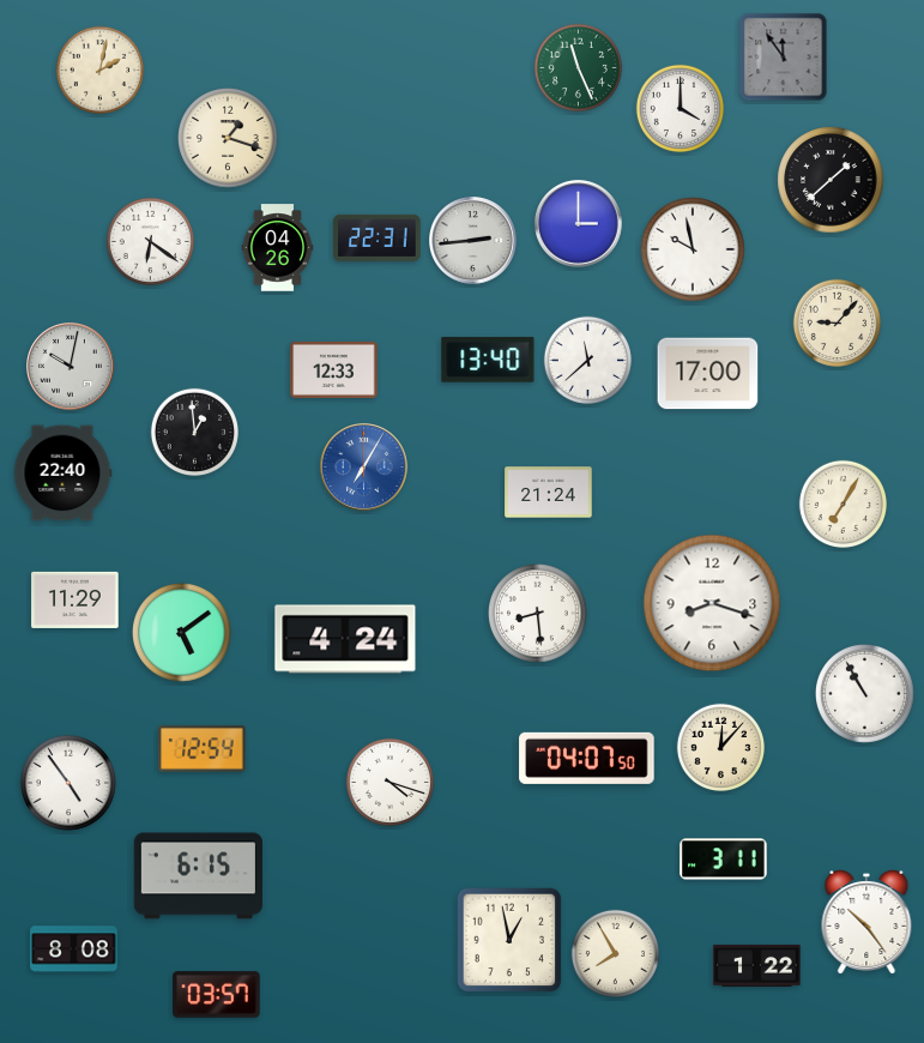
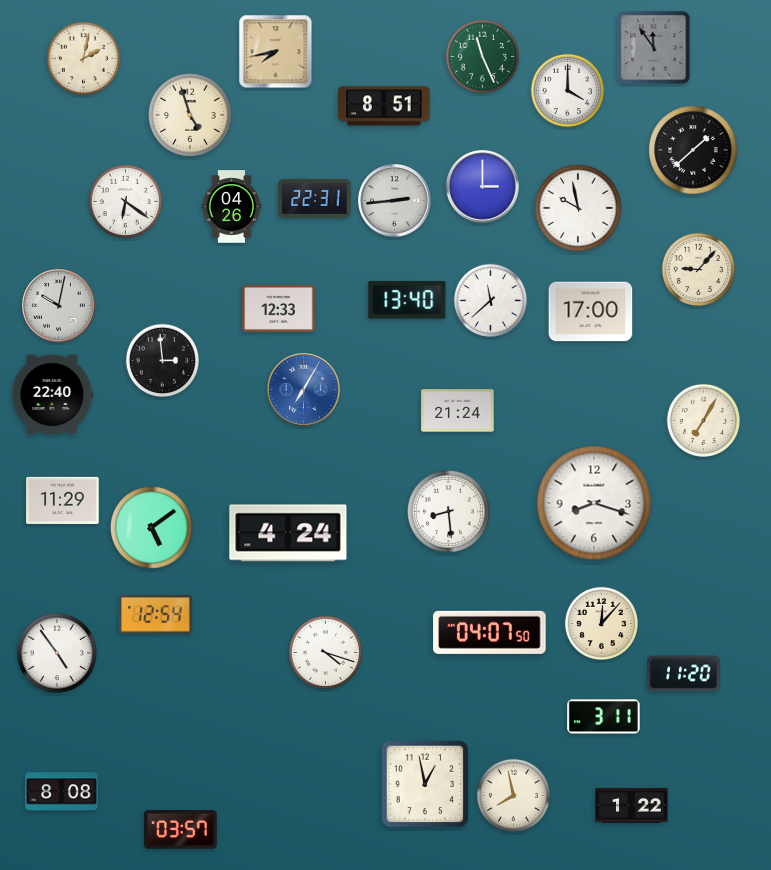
clock at (276, 52): none -> 7:43
clock at (384, 106): none -> 8:51
clock at (228, 138): 1:18 -> 4:57
clock at (194, 432): 12:59 -> 2:59
clock at (865, 694): 10:55 -> none
clock at (203, 749) position: (203, 749) -> (156, 615)
clock at (684, 674): none -> 11:20
clock at (198, 876): 6:15 -> none
clock at (866, 922): 10:24 -> none
clock at (615, 953): 7:55 -> 7:58
